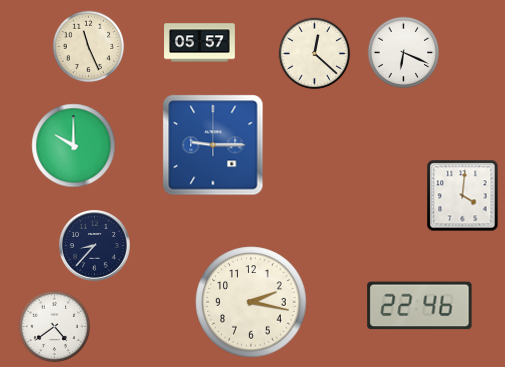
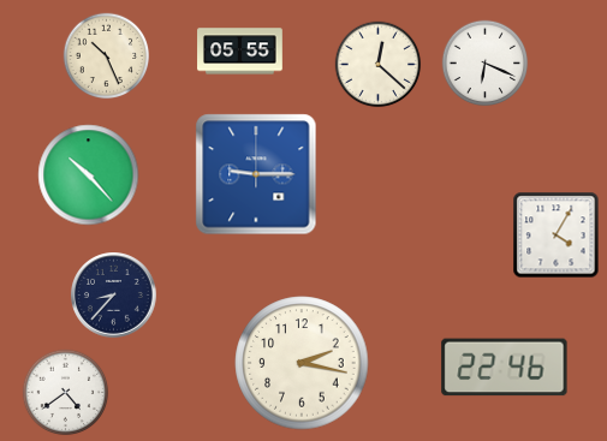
clock at (200, 43): 05:57 -> 05:55
clock at (89, 47): 11:26 -> 10:26
clock at (74, 146): 10:00 -> 10:23
clock at (463, 196): 4:01 -> 4:05
